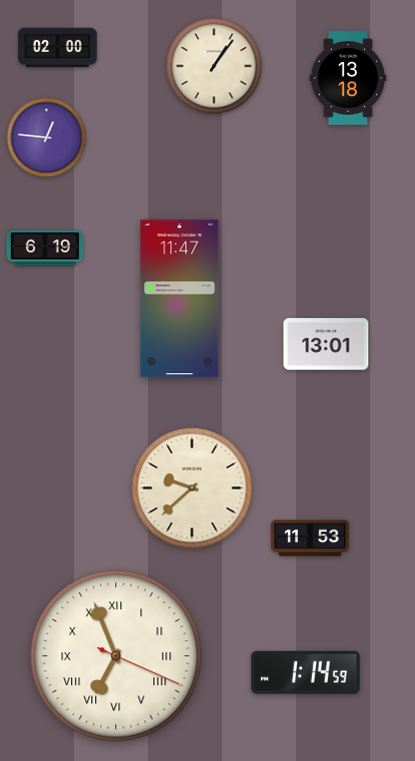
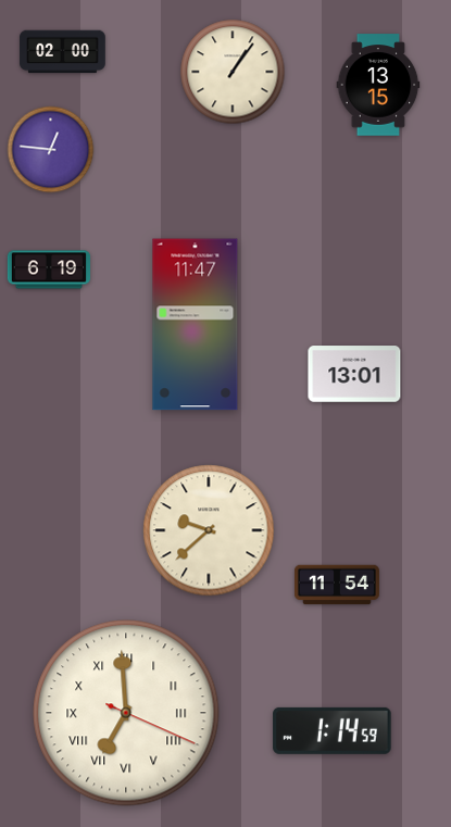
clock at (348, 78): 13:18 -> 13:15
clock at (310, 538): 11:53 -> 11:54
clock at (116, 656): 6:56 -> 6:59
